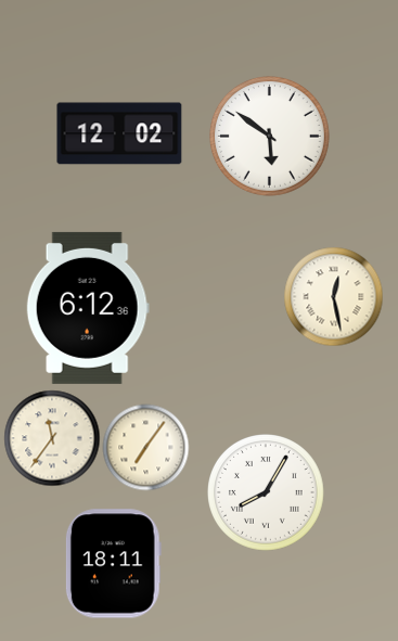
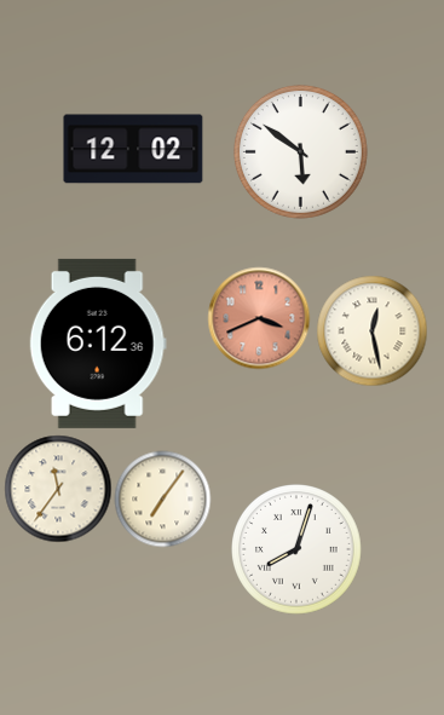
clock at (259, 318): none -> 3:41
clock at (267, 493): 8:05 -> 8:03
clock at (113, 564): 18:11 -> none
